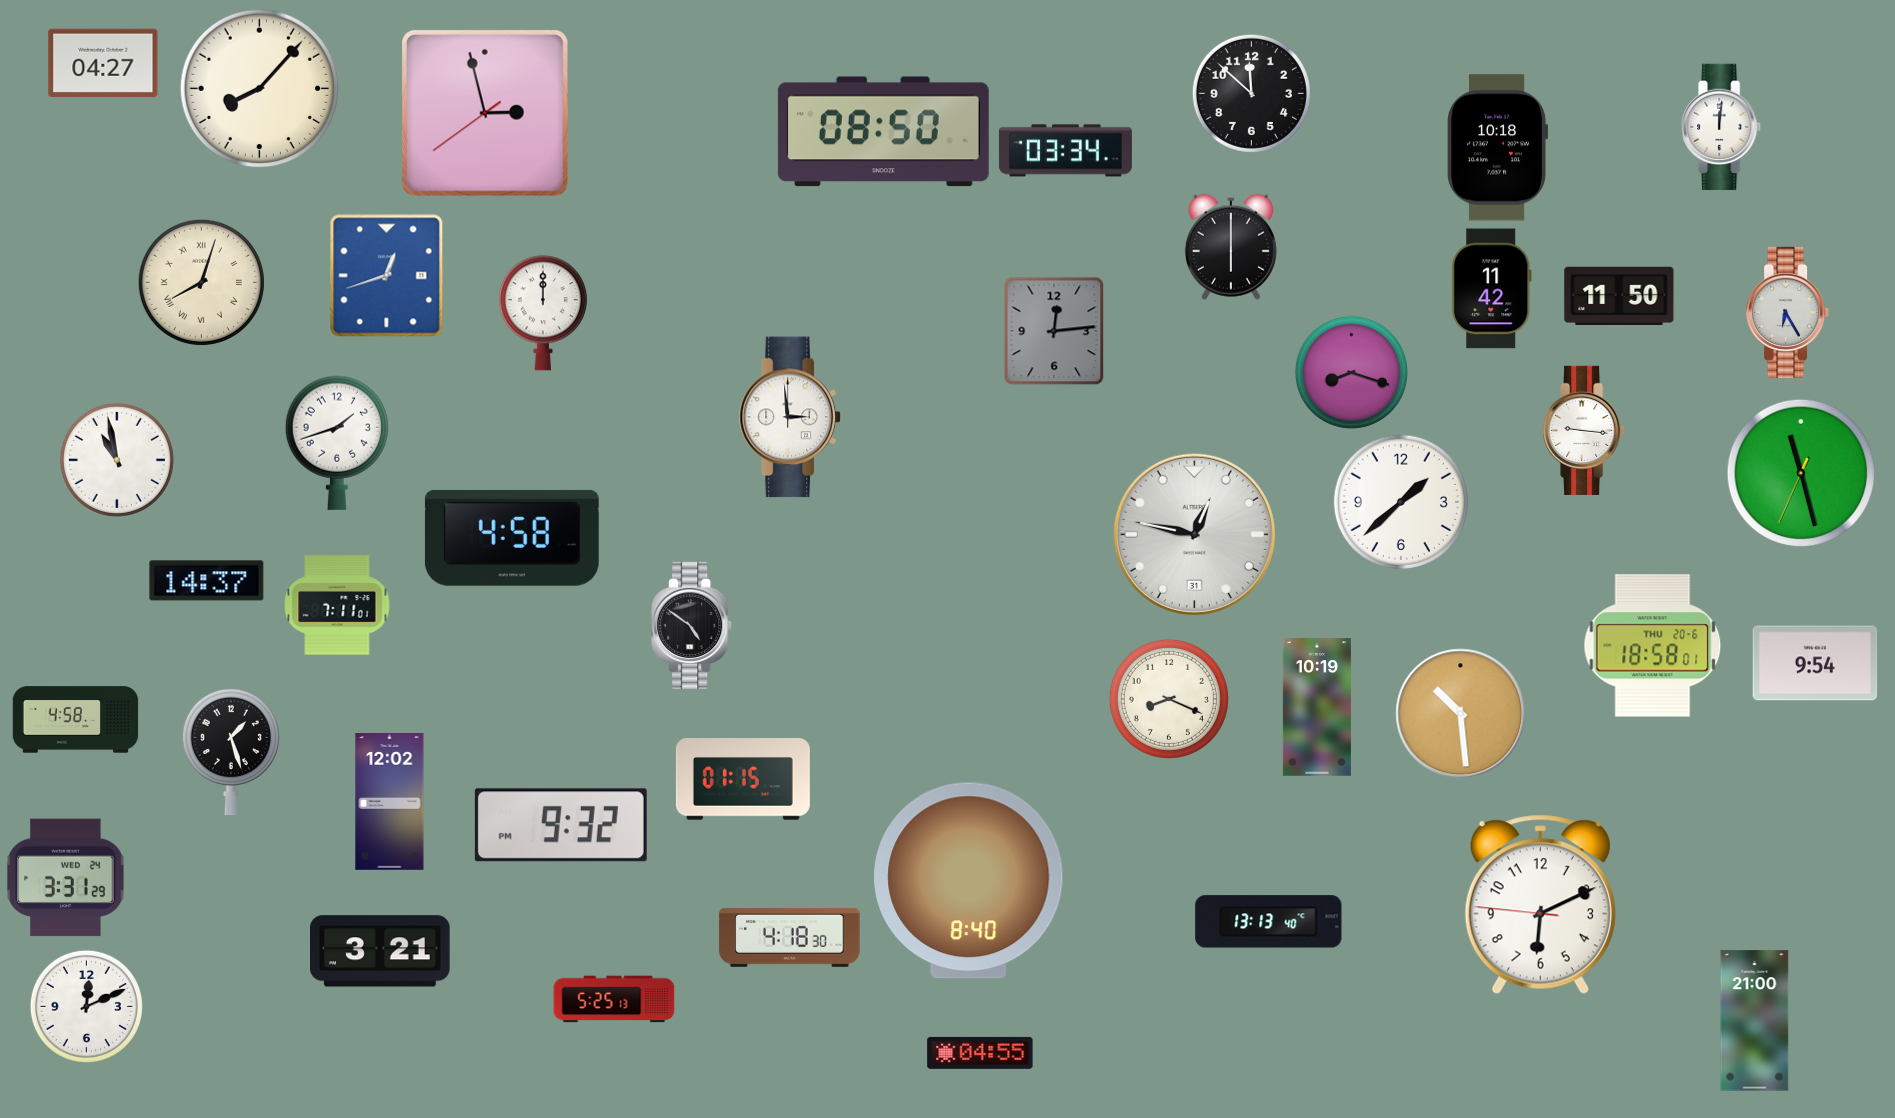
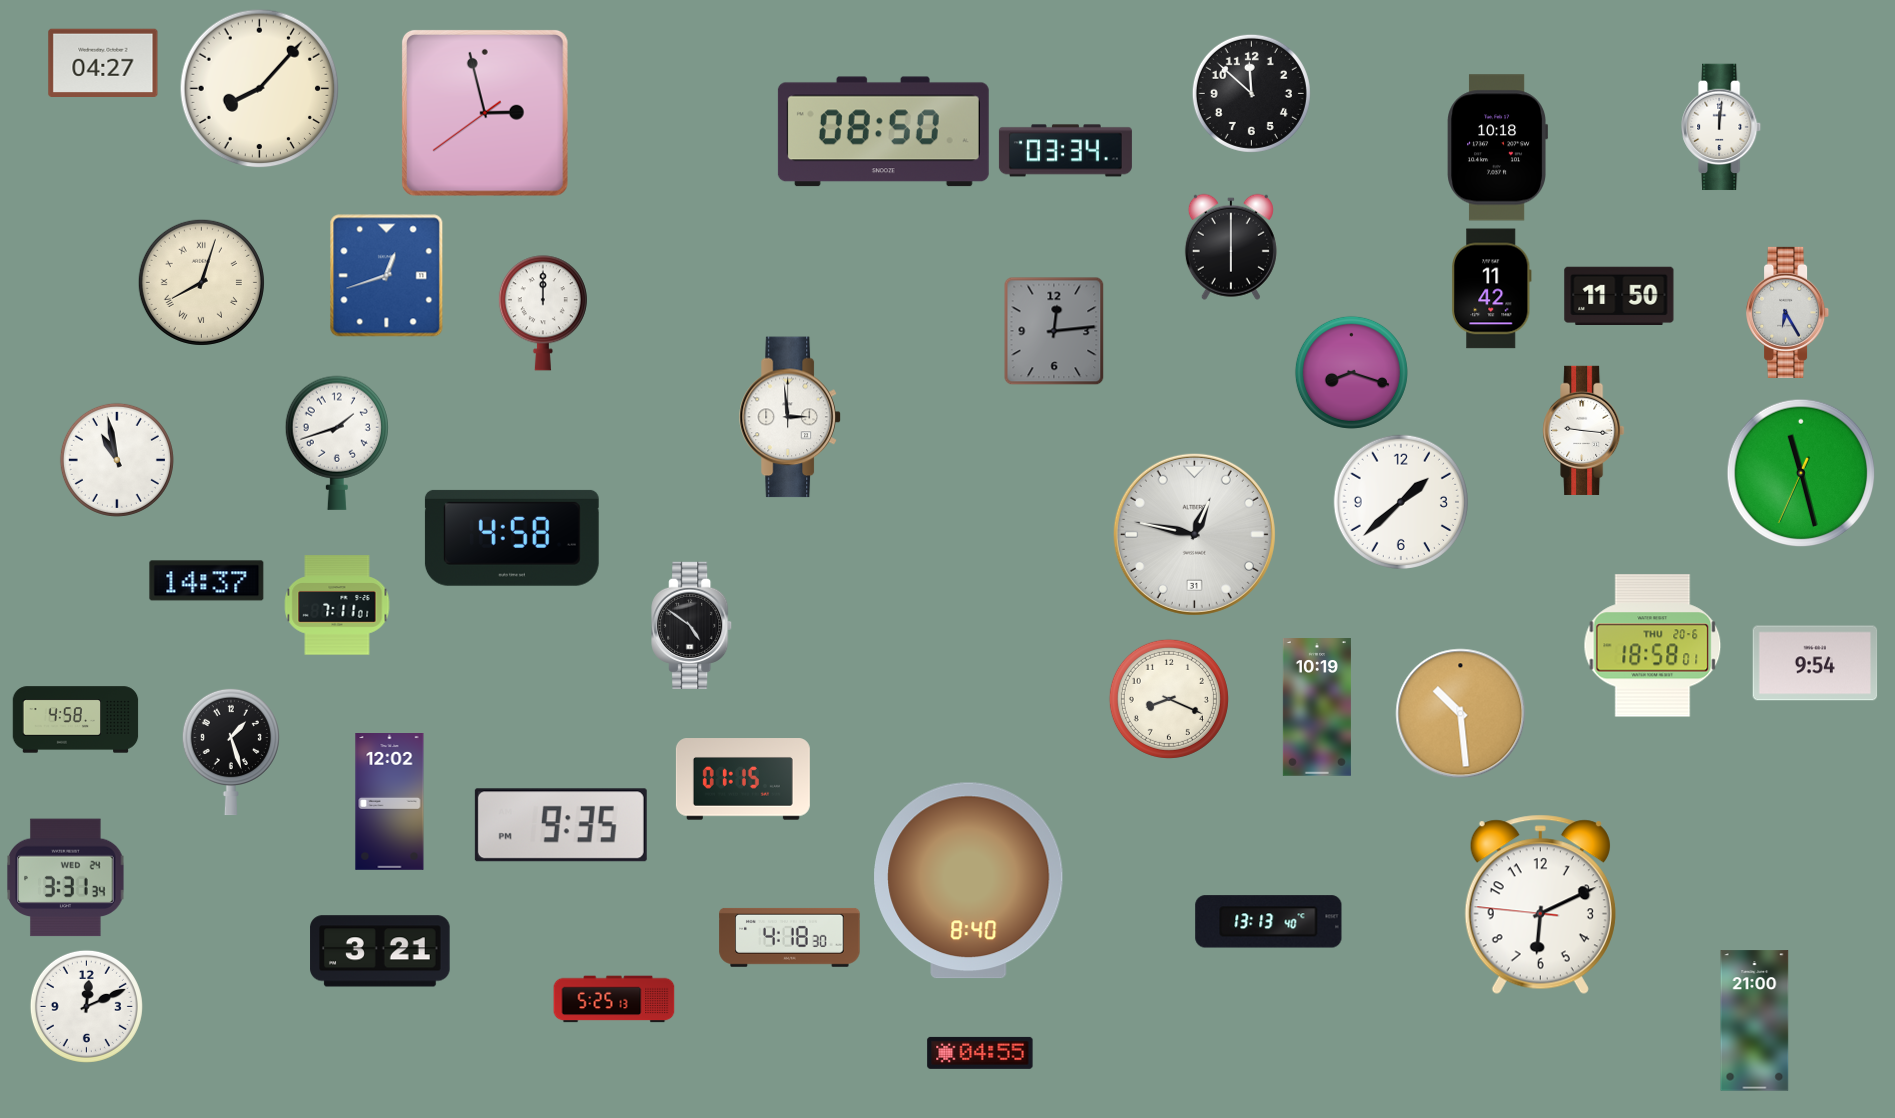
clock at (561, 825): 9:32 -> 9:35
clock at (66, 878): 3:31:29 -> 3:31:34
